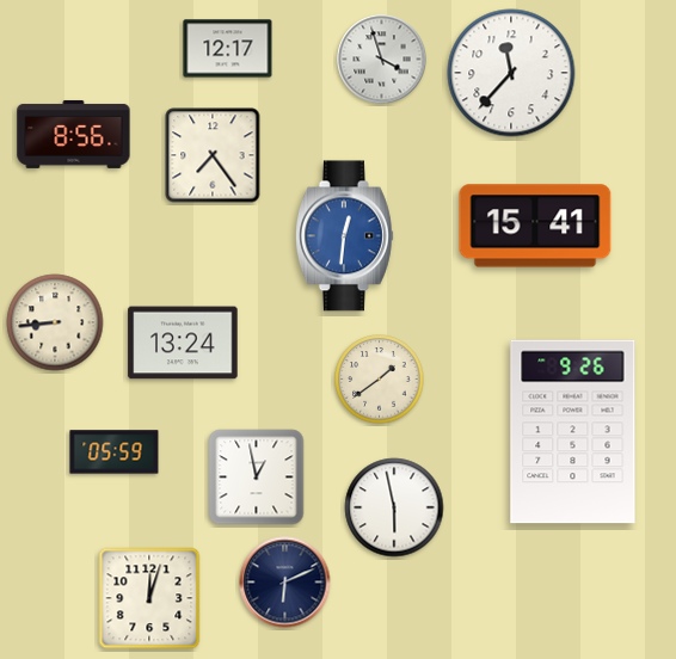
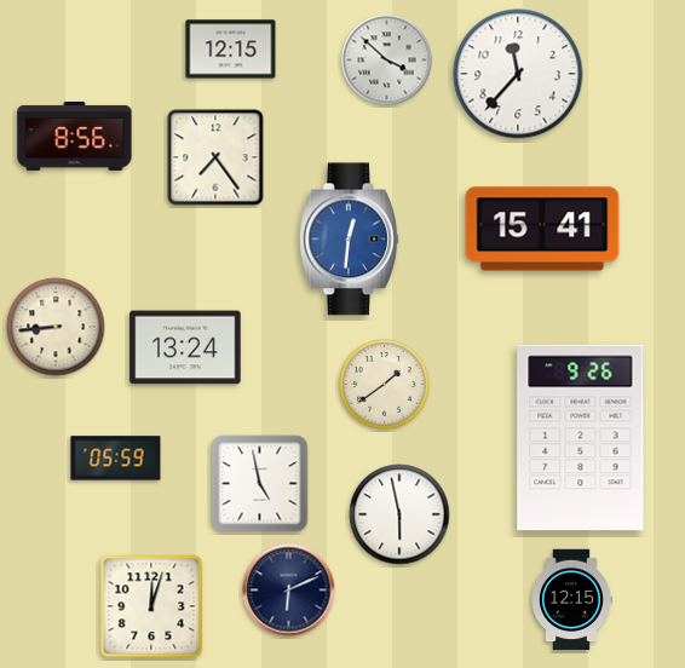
clock at (228, 49): 12:17 -> 12:15
clock at (382, 60): 3:57 -> 3:52
clock at (257, 478): 12:58 -> 4:58
clock at (571, 600): none -> 12:15
